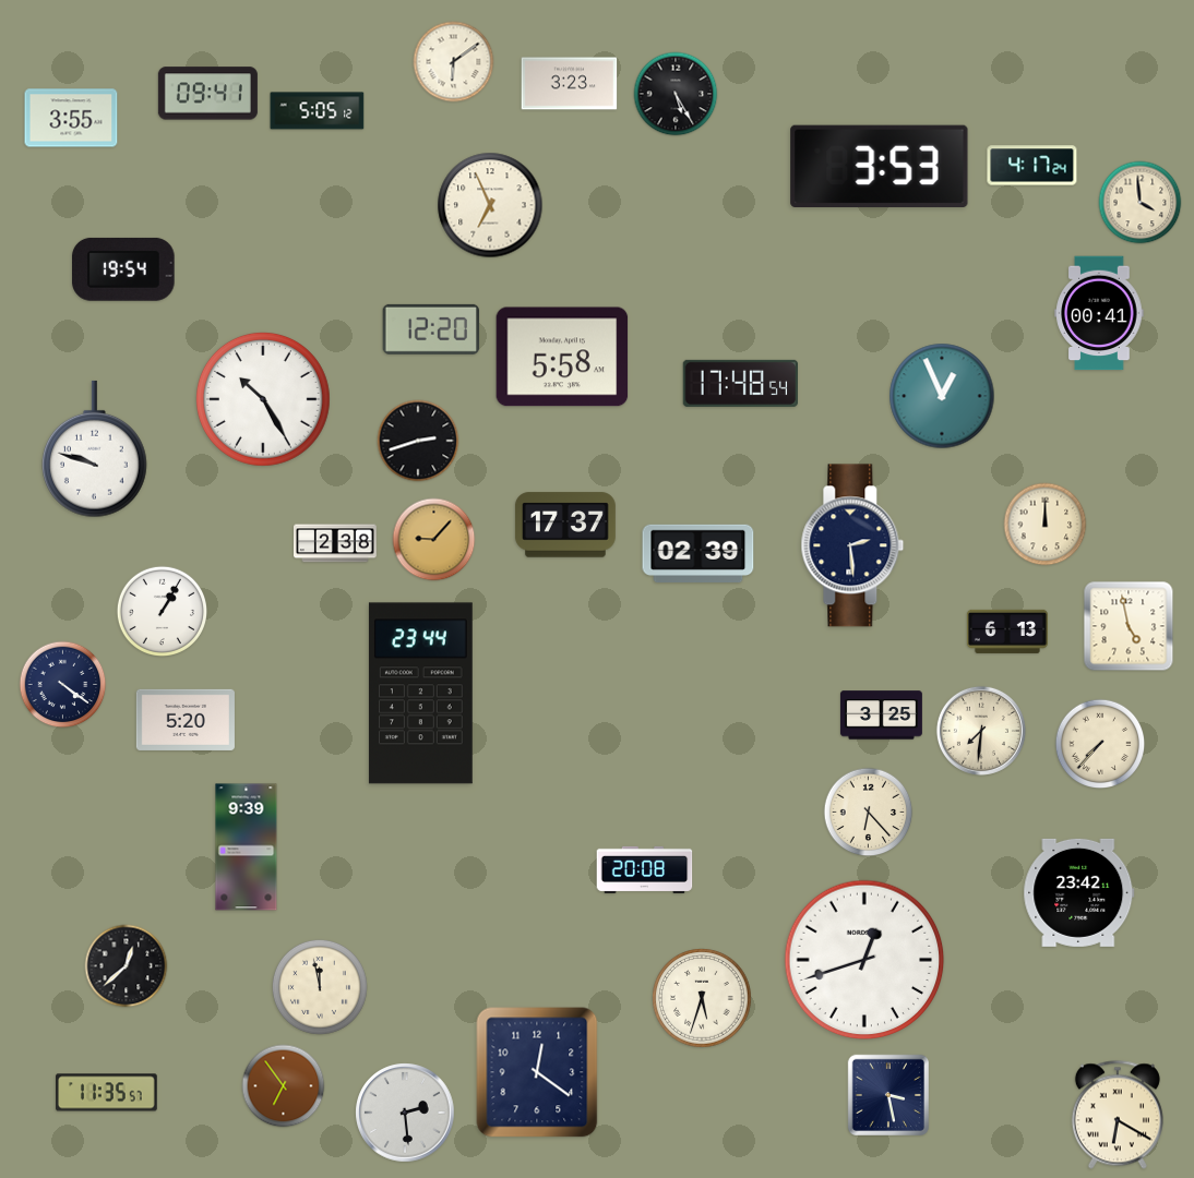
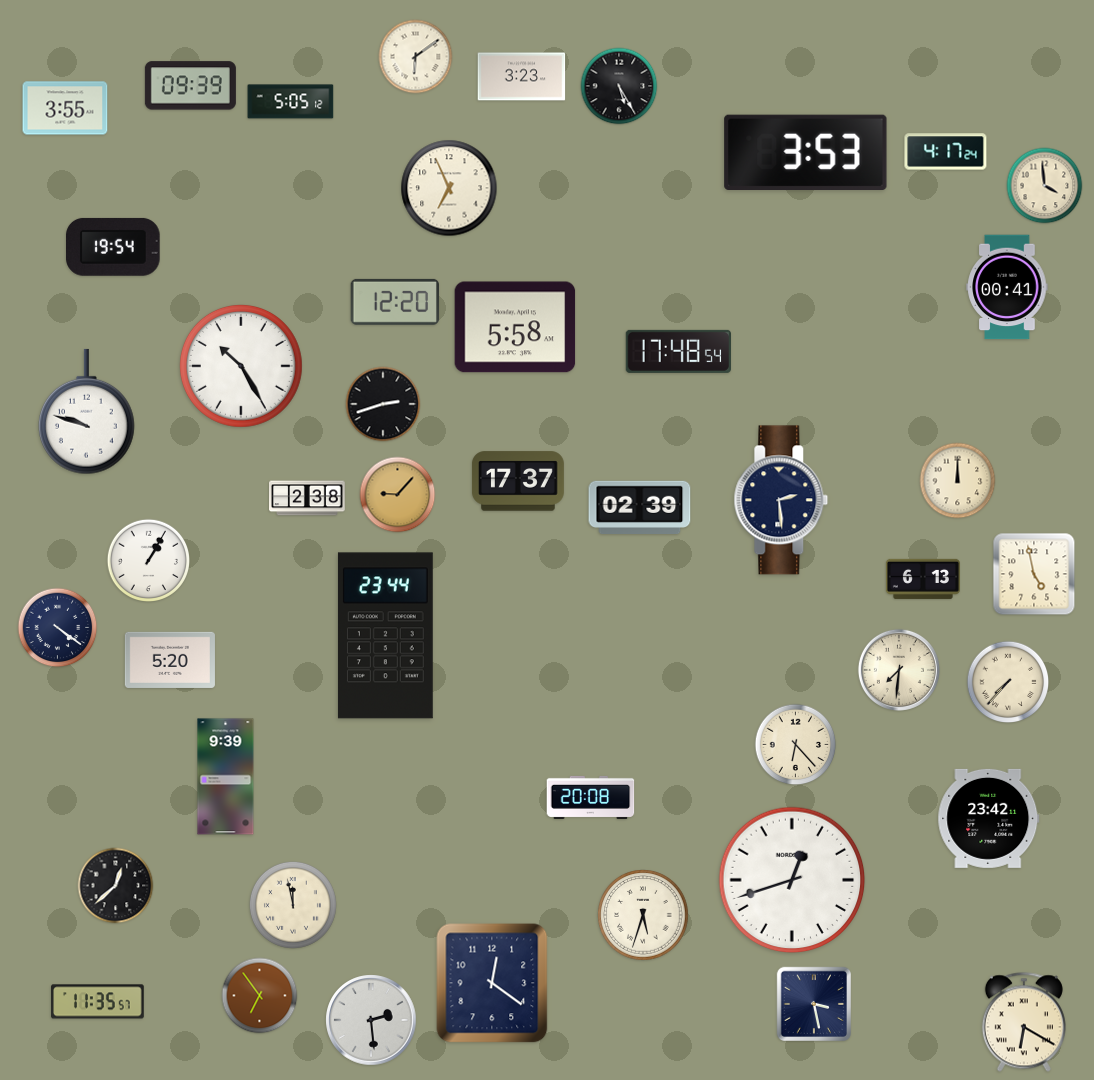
clock at (207, 94): 09:41 -> 09:39
clock at (942, 396): 12:56 -> none
clock at (881, 716): 3:25 -> none
